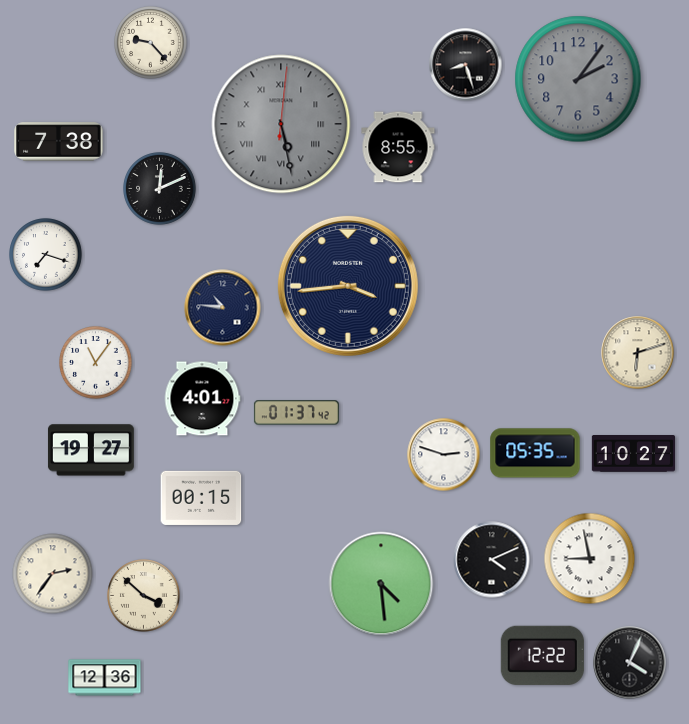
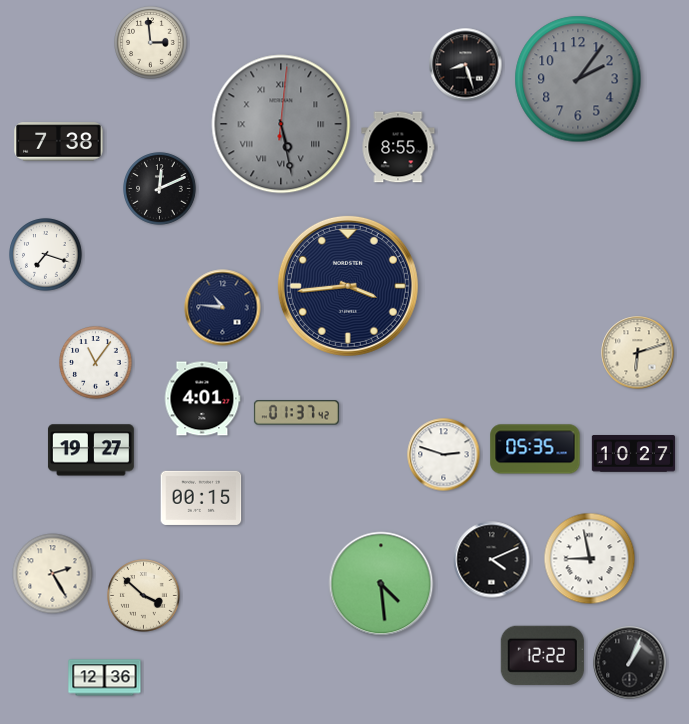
clock at (151, 43): 9:23 -> 2:59
clock at (535, 453) position: (535, 453) -> (535, 449)
clock at (53, 574): 2:36 -> 2:25
clock at (630, 663): 4:04 -> 1:04
